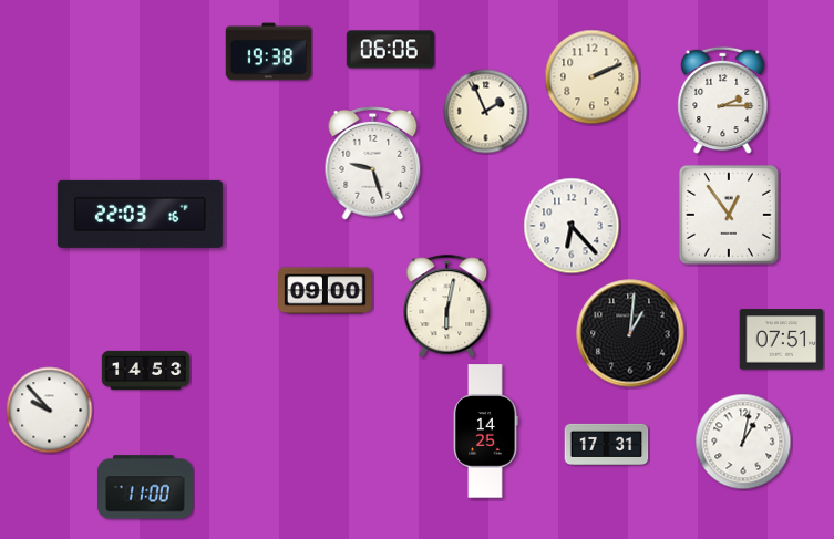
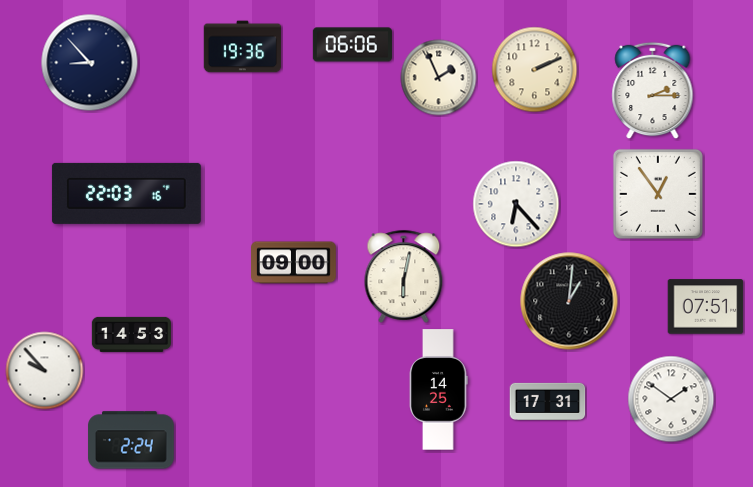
clock at (269, 52): 19:38 -> 19:36
clock at (90, 63): none -> 8:53
clock at (486, 112) position: (486, 112) -> (439, 78)
clock at (373, 164): 9:27 -> none
clock at (743, 442): 1:02 -> 1:51
clock at (145, 487): 11:00 -> 2:24
